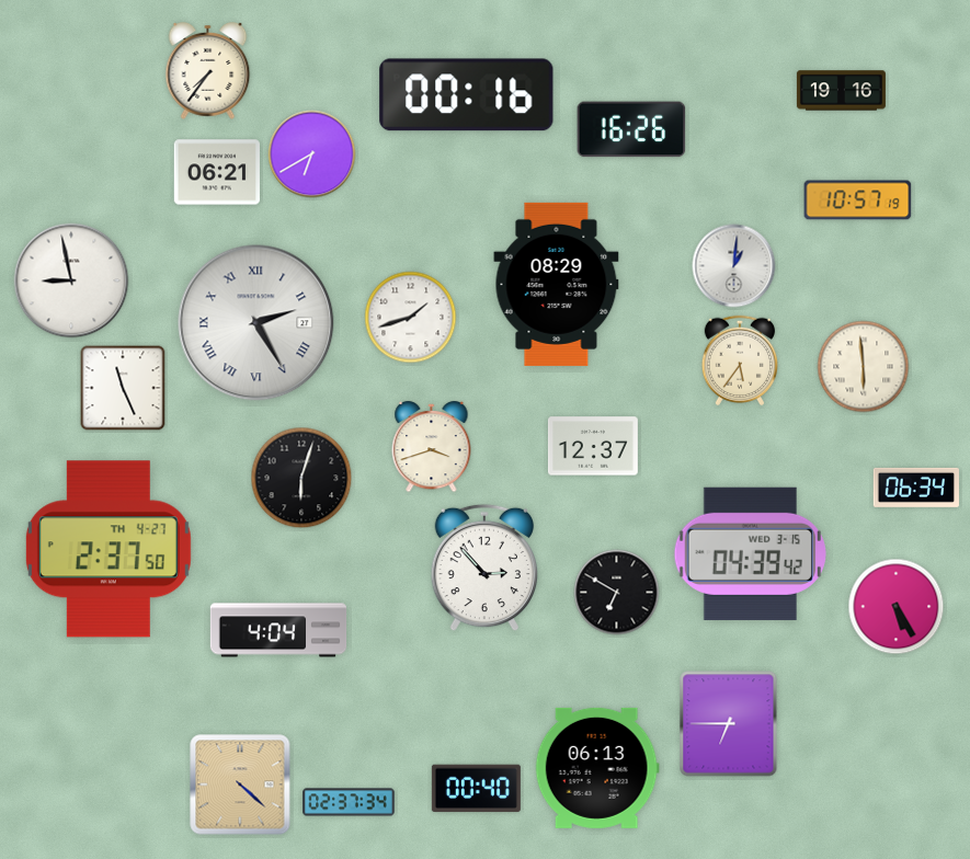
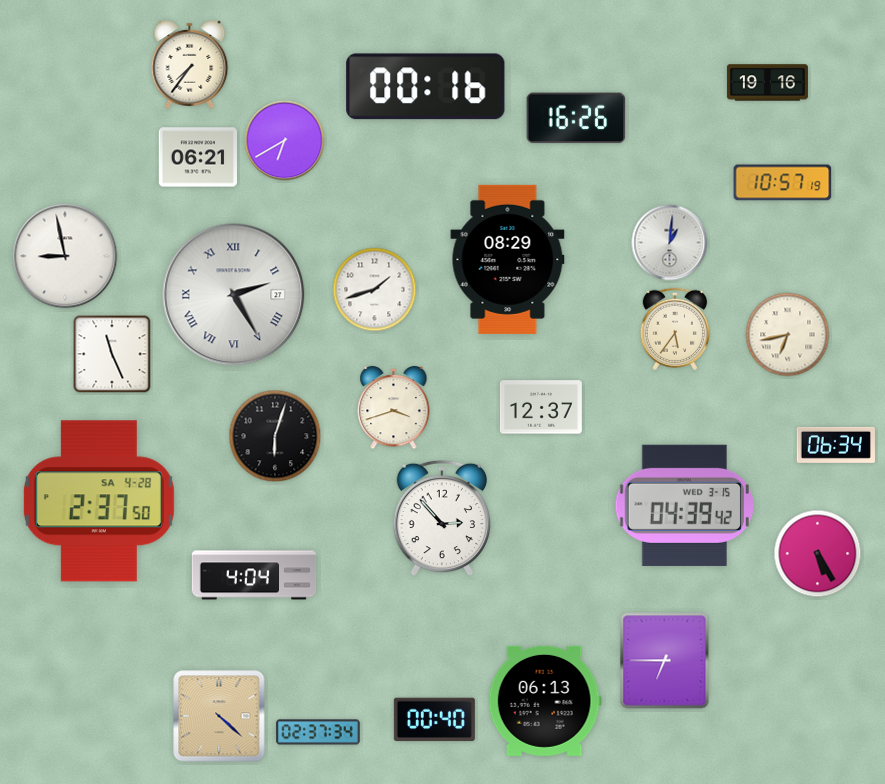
clock at (864, 367): 5:59 -> 6:43
clock at (109, 549) date: TH 4-27 -> SA 4-28
clock at (617, 593): 6:50 -> none
